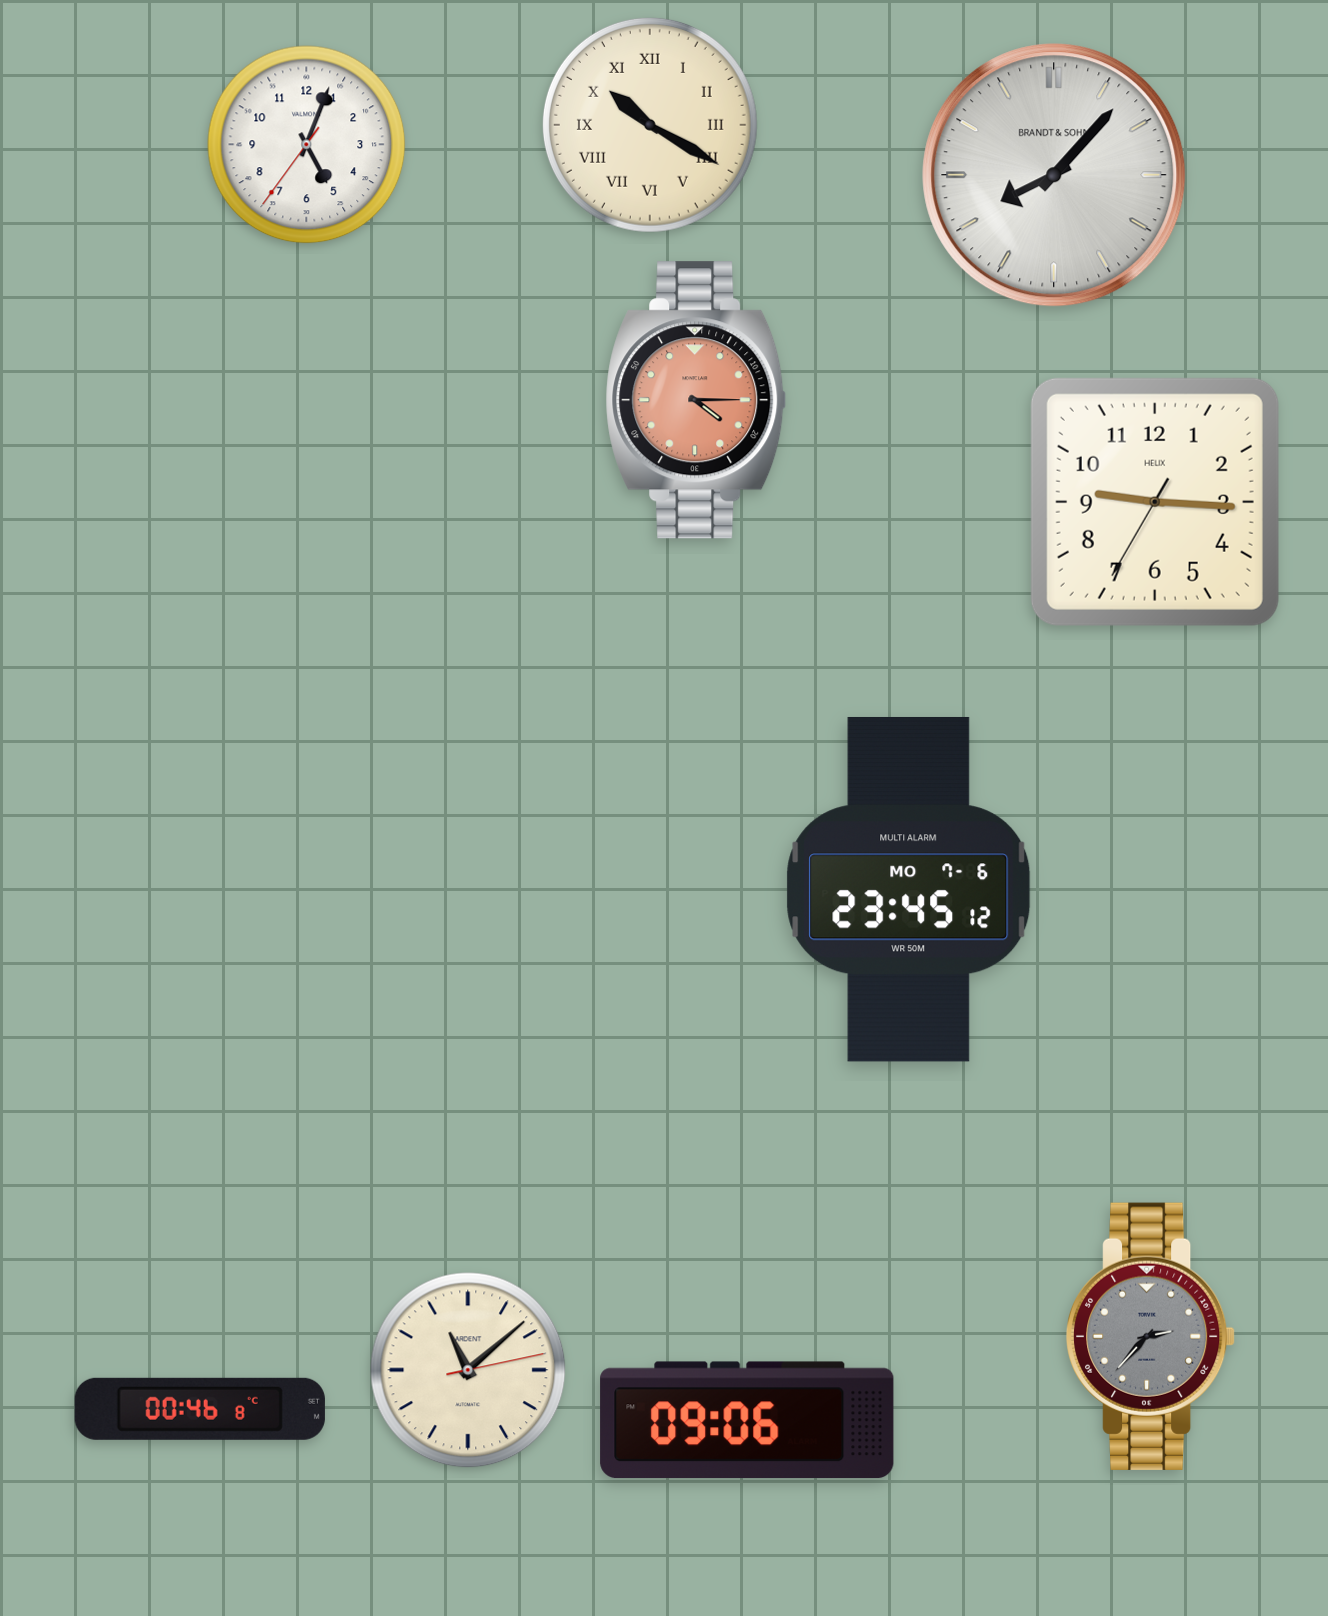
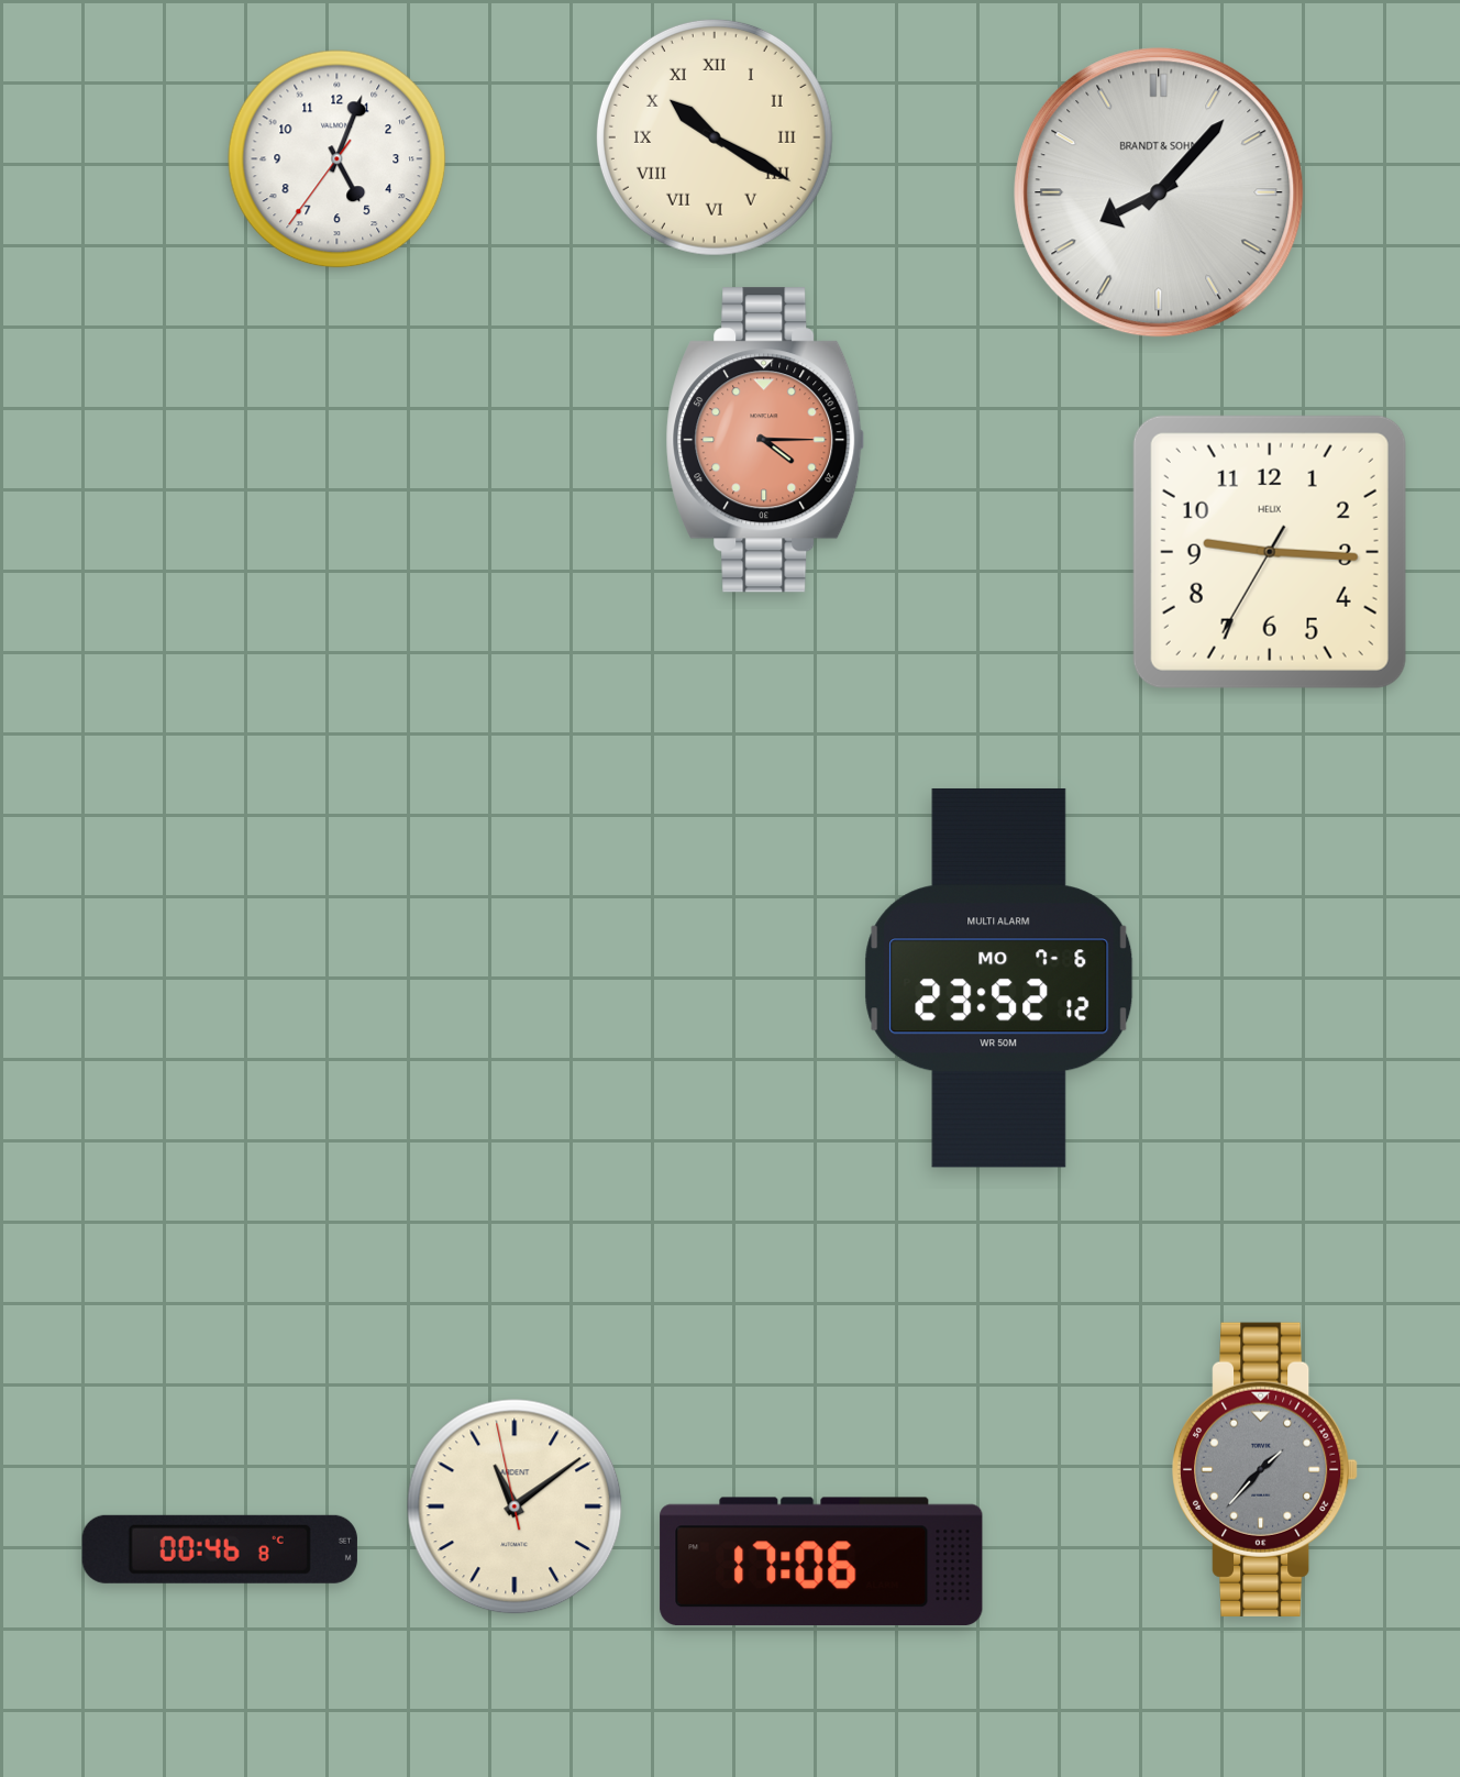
clock at (909, 889): 23:45 -> 23:52
clock at (1152, 1336): 2:37 -> 1:37
clock at (468, 1370): 11:08:13 -> 11:08:58
clock at (747, 1420): 09:06 -> 17:06
